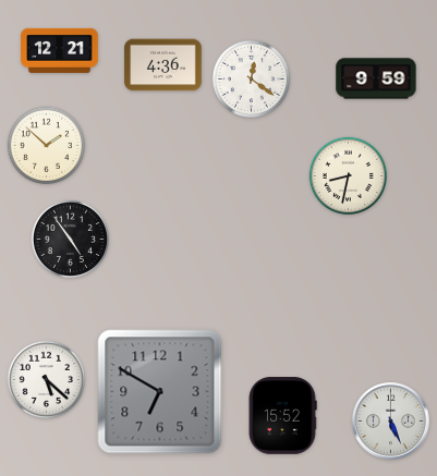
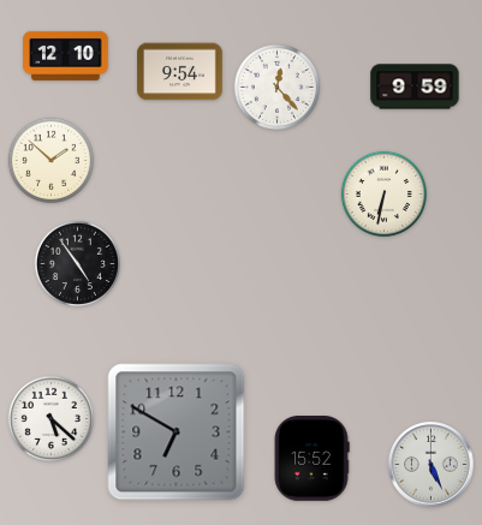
clock at (60, 50): 12:21 -> 12:10
clock at (163, 65): 4:36 -> 9:54
clock at (251, 78): 12:21 -> 12:23
clock at (348, 175): 8:32 -> 6:32
